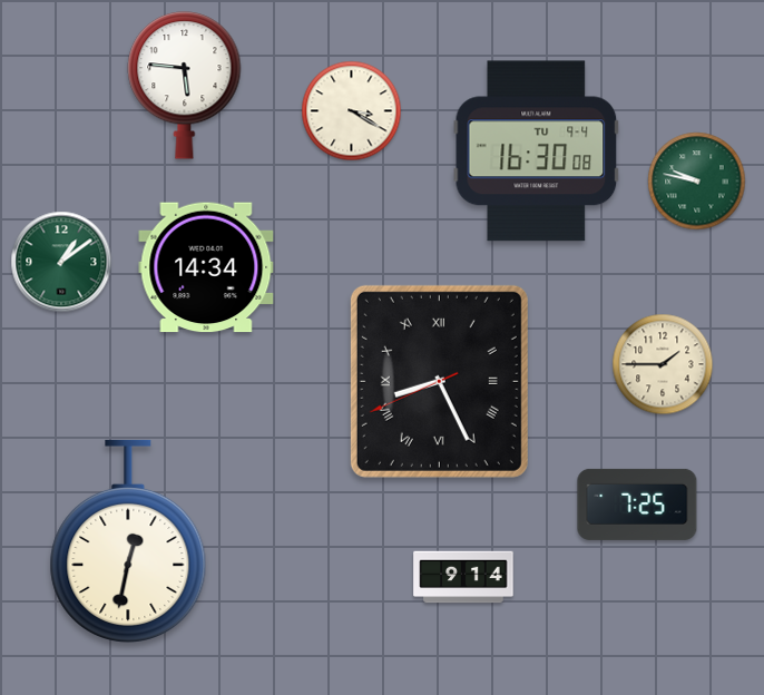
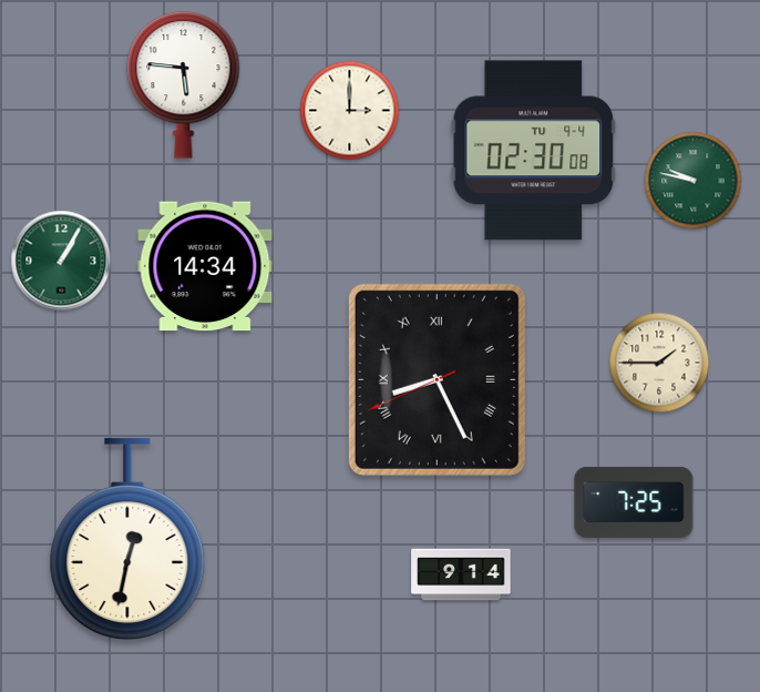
clock at (352, 111): 3:20 -> 3:00
clock at (537, 151): 16:30 -> 02:30
clock at (61, 262): 1:09 -> 1:05
